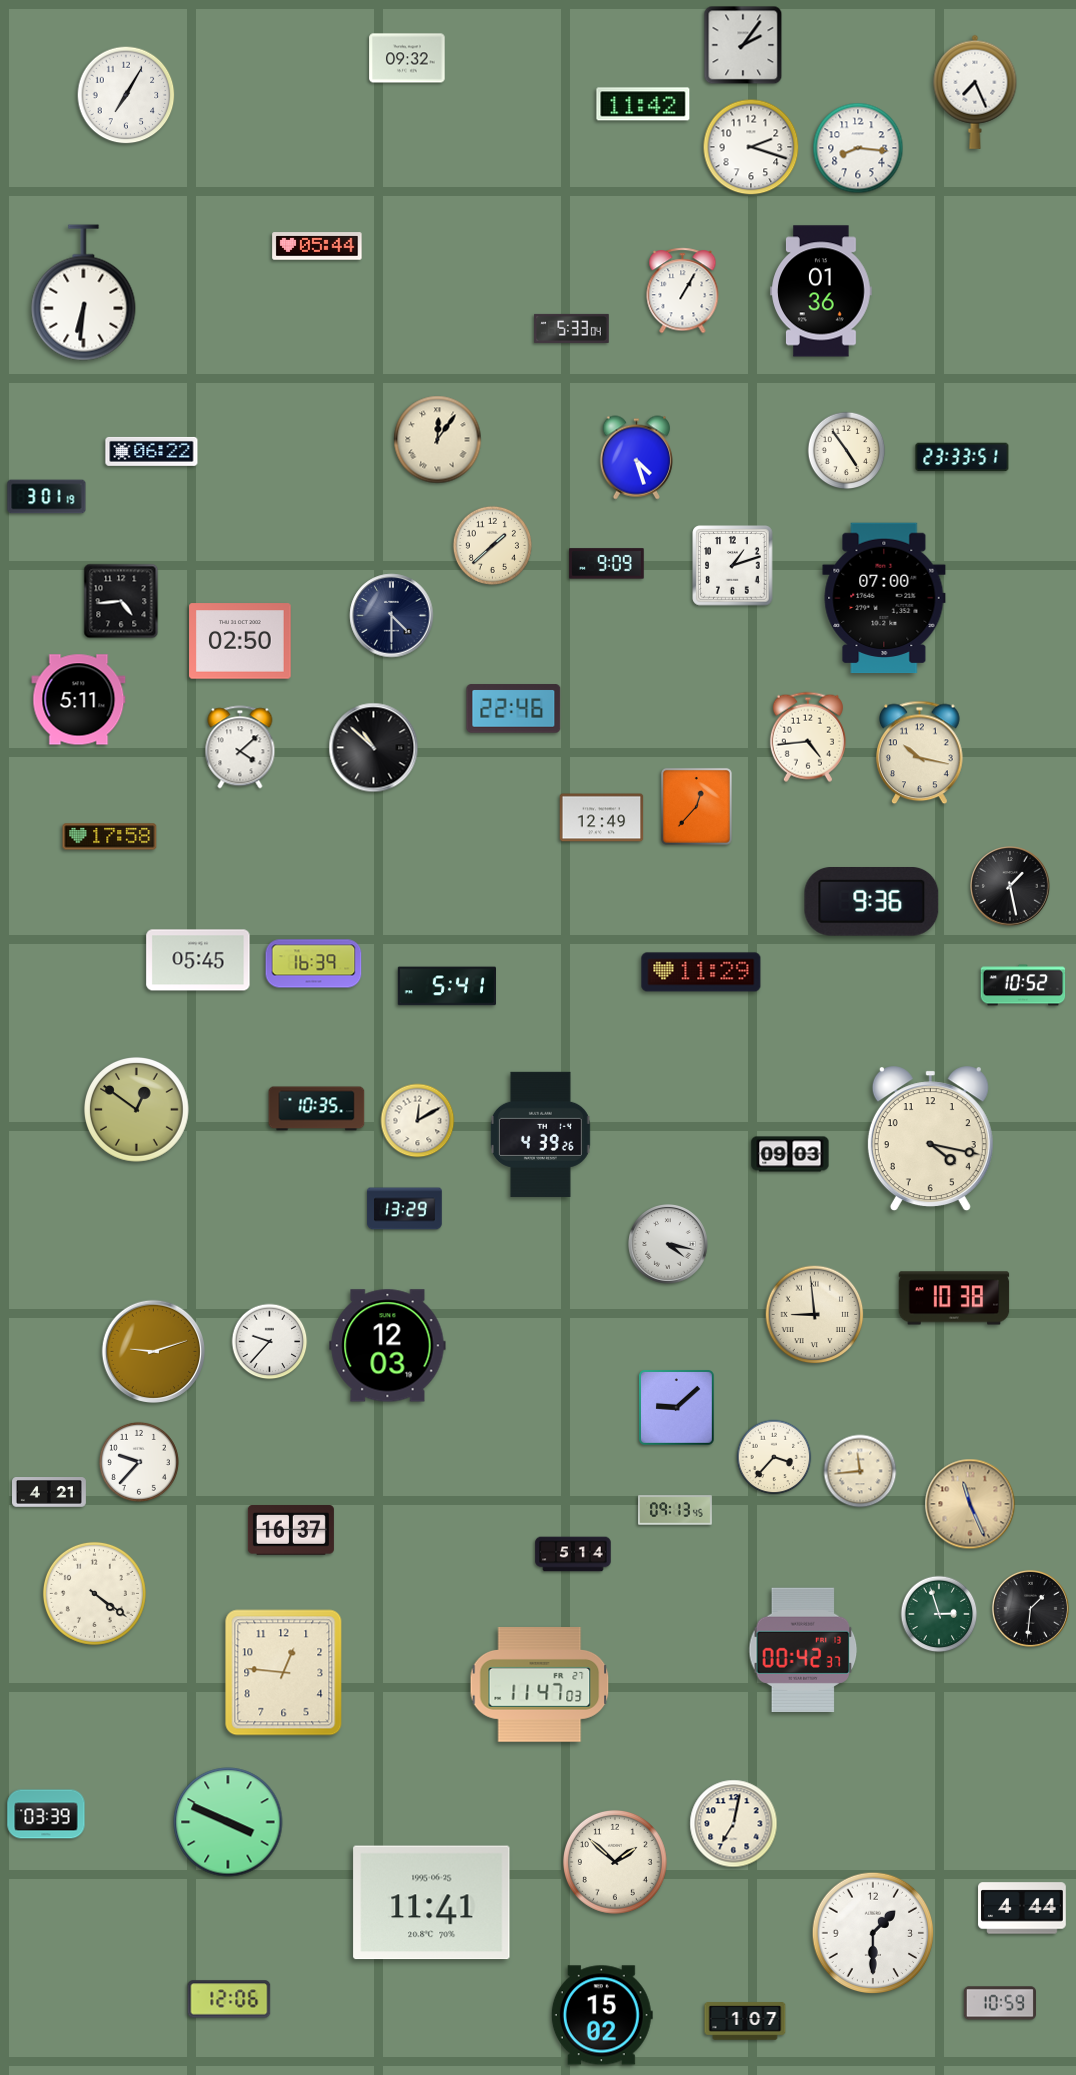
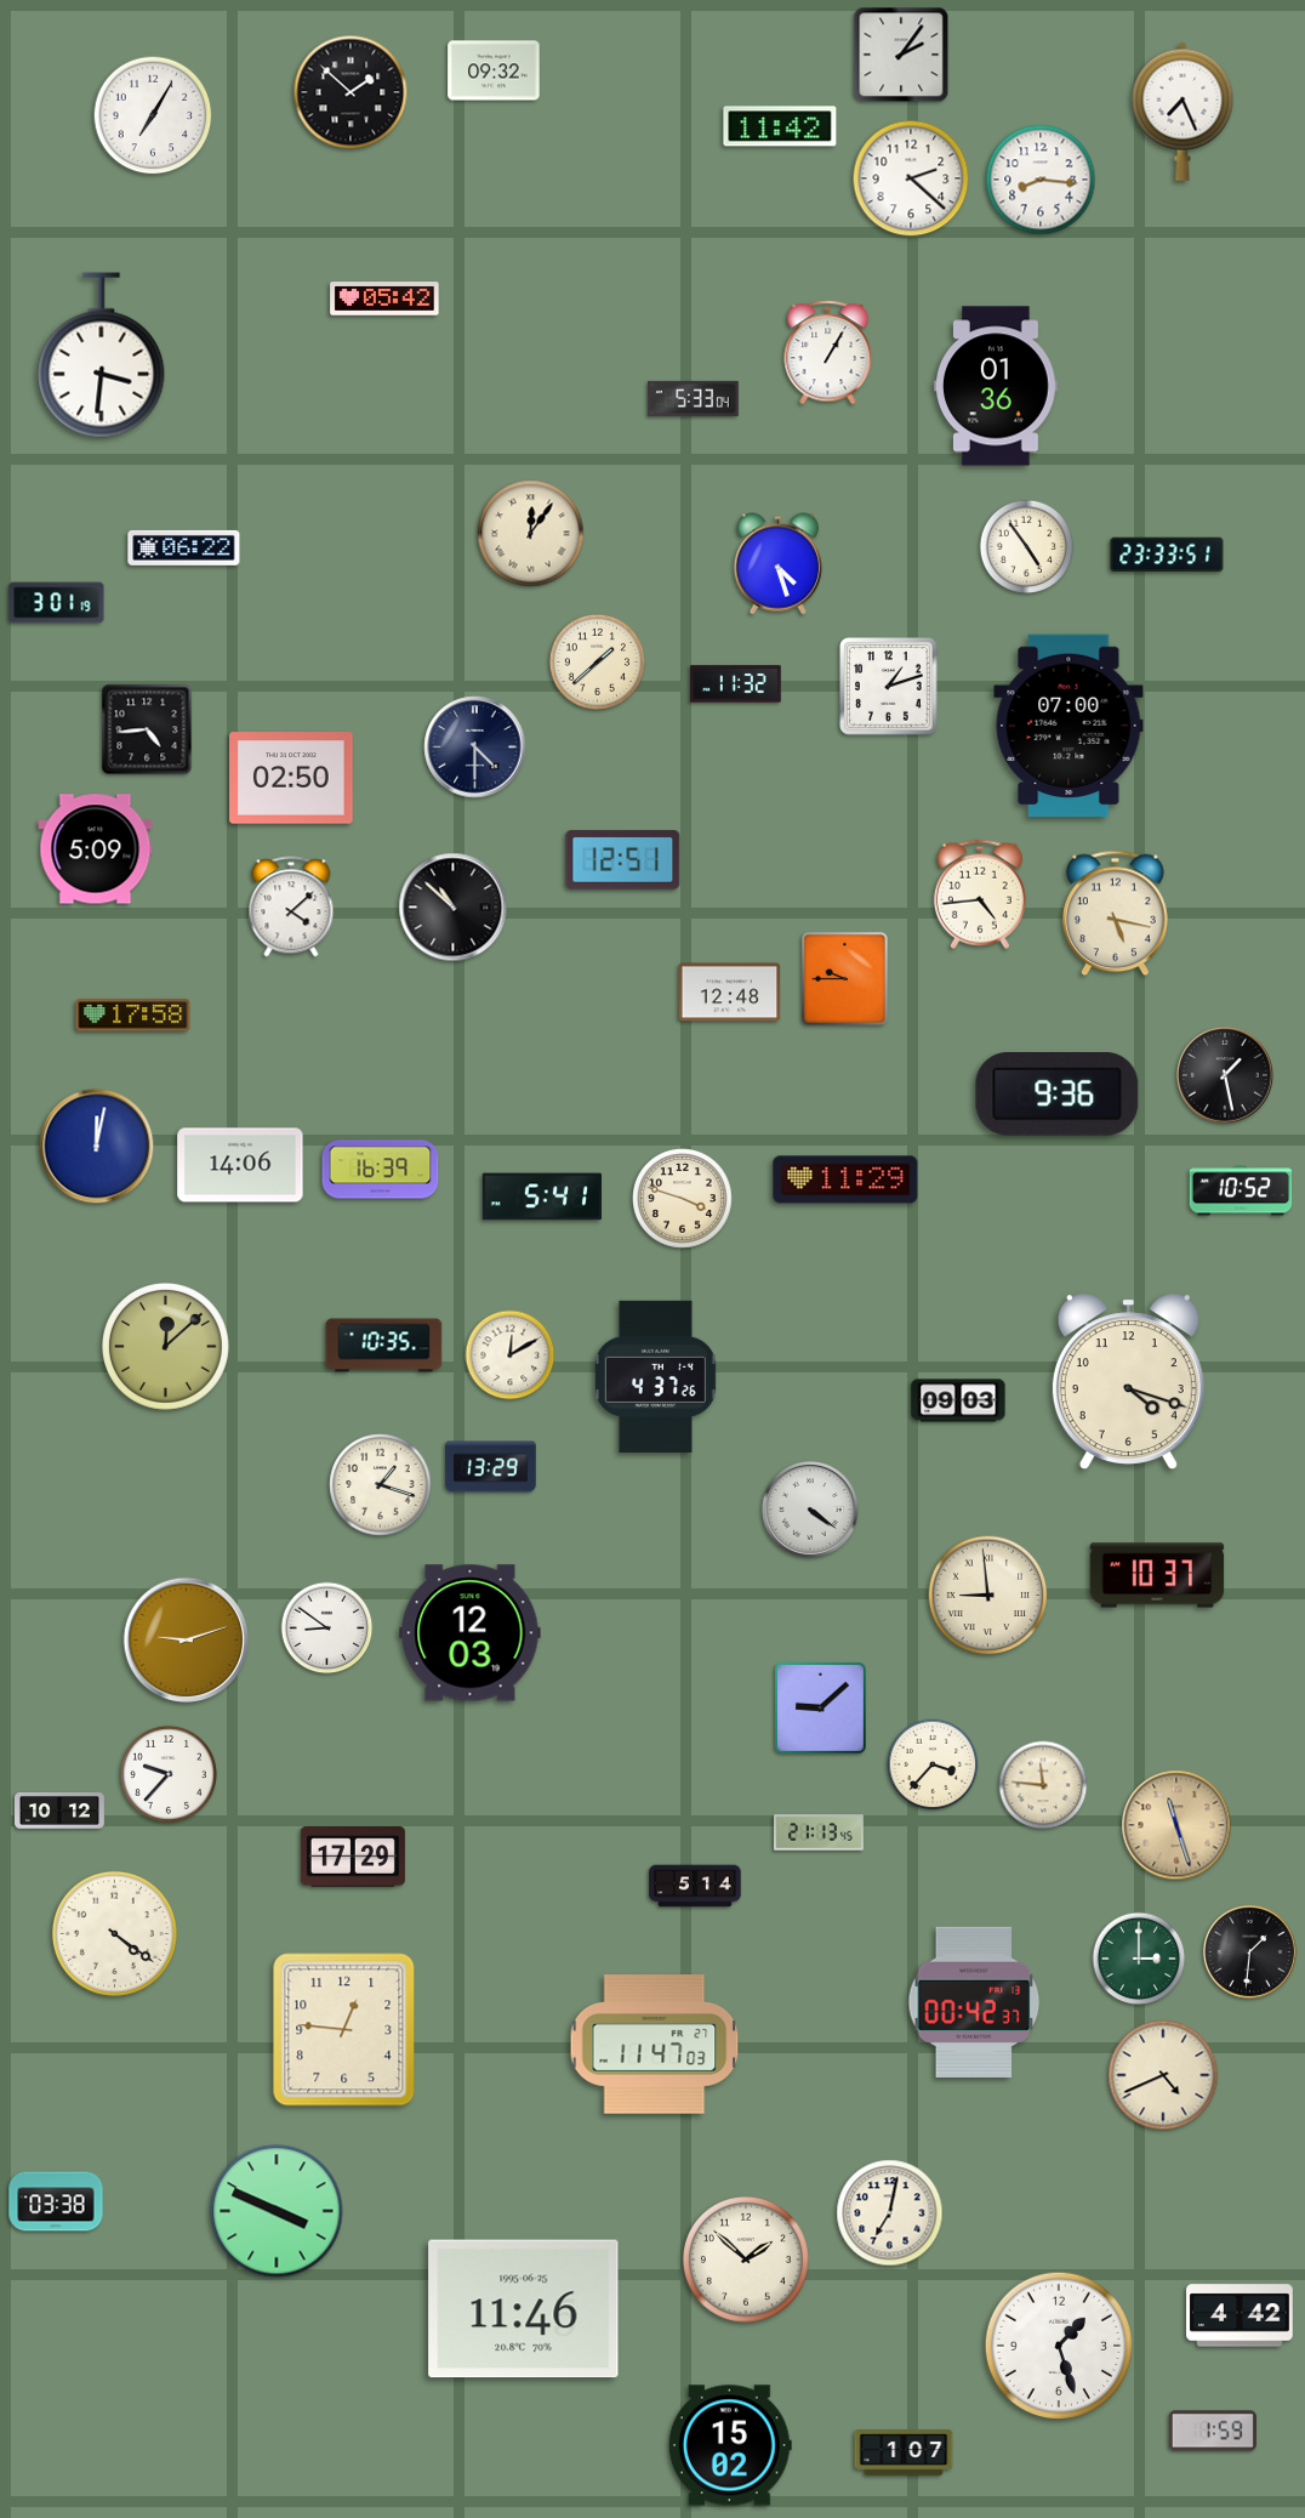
clock at (351, 92): none -> 1:52
clock at (751, 147): 2:18 -> 2:22
clock at (317, 246): 05:44 -> 05:42
clock at (821, 291) position: (821, 291) -> (996, 386)
clock at (84, 293): 6:31 -> 3:31
clock at (636, 458) position: (636, 458) -> (777, 564)
clock at (607, 564): 9:09 -> 11:32
clock at (884, 598) position: (884, 598) -> (1068, 726)
clock at (79, 700): 5:11 -> 5:09
clock at (514, 709): 22:46 -> 12:51
clock at (920, 753): 10:17 -> 5:17
clock at (696, 806): 12:37 -> 9:45
clock at (602, 818): 12:49 -> 12:48
clock at (97, 1147): none -> 12:02
clock at (198, 960): 05:45 -> 14:06
clock at (701, 972) position: (701, 972) -> (845, 1180)
clock at (1023, 985) position: (1023, 985) -> (1241, 1190)
clock at (683, 1199): none -> 3:48
clock at (137, 1110): 12:51 -> 12:08
clock at (418, 1121) position: (418, 1121) -> (511, 1355)
clock at (540, 1134): 4:39 -> 4:37
clock at (930, 1139): 4:17 -> 4:18
clock at (381, 1485): none -> 1:18
clock at (669, 1245): 4:17 -> 4:21
clock at (954, 1298): 10:38 -> 10:37
clock at (270, 1342): 9:37 -> 8:51
clock at (774, 1457) position: (774, 1457) -> (933, 1764)
clock at (860, 1471): 11:44 -> 11:46
clock at (50, 1493): 4:21 -> 10:12
clock at (970, 1504): 11:26 -> 11:27
clock at (676, 1510): 09:13 -> 21:13
clock at (291, 1530): 16:37 -> 17:29
clock at (939, 1614): 2:57 -> 3:00
clock at (1163, 2075): none -> 4:41
clock at (46, 1814): 03:39 -> 03:38
clock at (432, 1903): 11:41 -> 11:46
clock at (1022, 1908): 4:44 -> 4:42
clock at (873, 1933): 1:30 -> 1:27
clock at (229, 1999): 12:06 -> none
clock at (1000, 2003): 10:59 -> 1:59
